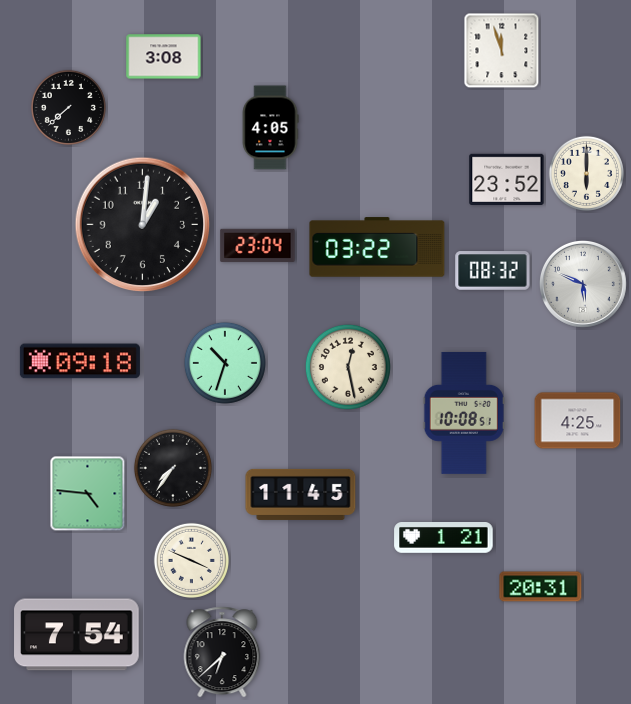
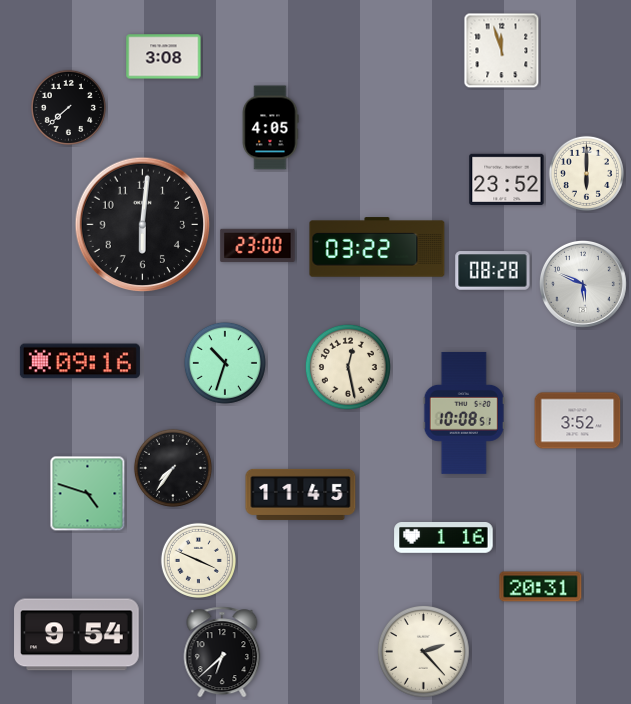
clock at (143, 225): 1:01 -> 6:01
clock at (258, 245): 23:04 -> 23:00
clock at (493, 271): 08:32 -> 08:28
clock at (80, 361): 09:18 -> 09:16
clock at (578, 421): 4:25 -> 3:52
clock at (88, 494): 4:46 -> 4:48
clock at (444, 538): 1:21 -> 1:16
clock at (191, 560) position: (191, 560) -> (198, 560)
clock at (77, 635): 7:54 -> 9:54
clock at (423, 651): none -> 2:23
